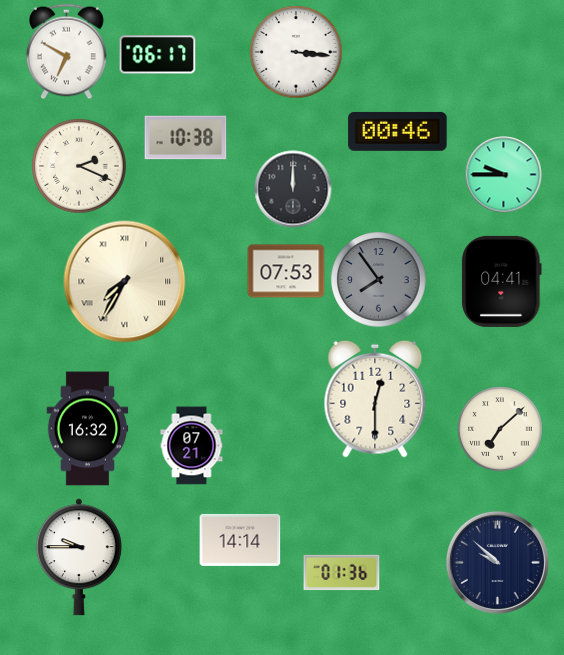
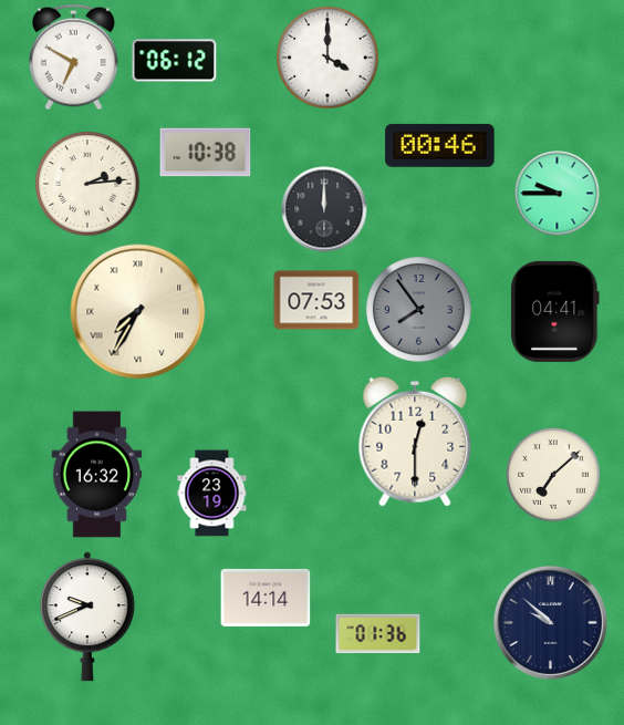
clock at (296, 52): 3:16 -> 4:00
clock at (158, 55): 06:17 -> 06:12
clock at (79, 166): 2:19 -> 2:14
clock at (192, 446): 07:21 -> 23:19
clock at (79, 557): 9:45 -> 9:41
